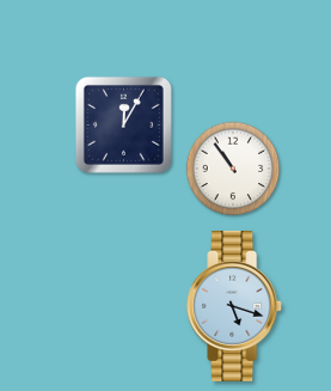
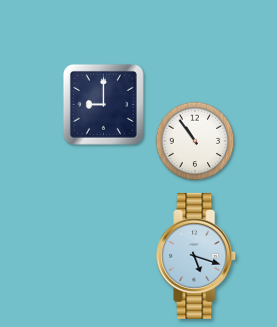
clock at (123, 124): 12:05 -> 9:00
